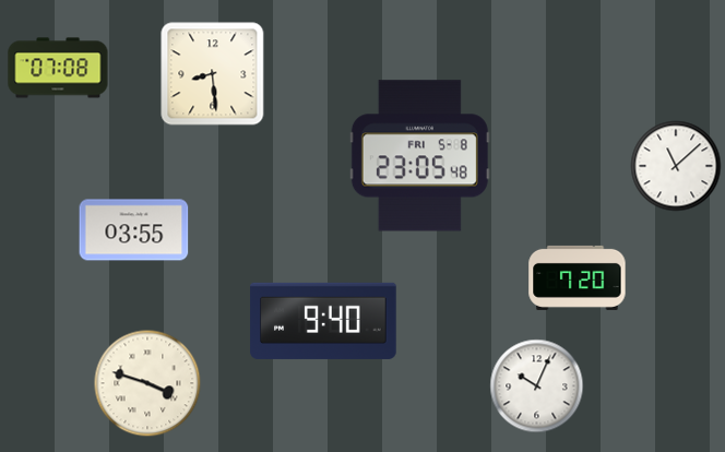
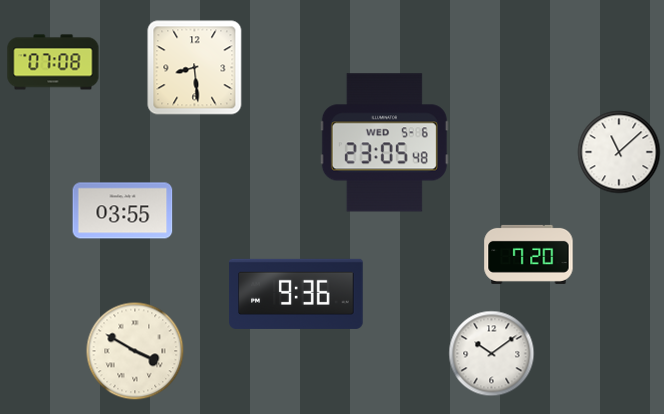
clock at (419, 156) date: FRI 5-8 -> WED 5-6
clock at (323, 321): 9:40 -> 9:36
clock at (147, 383): 3:48 -> 3:50
clock at (537, 386): 10:04 -> 10:09
